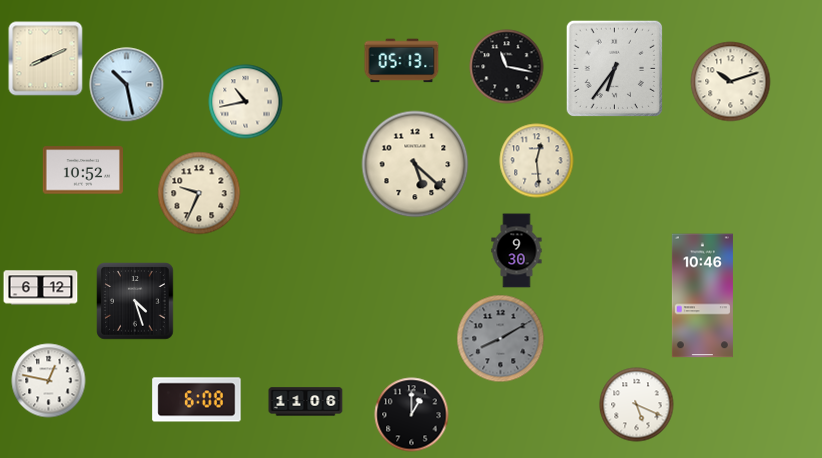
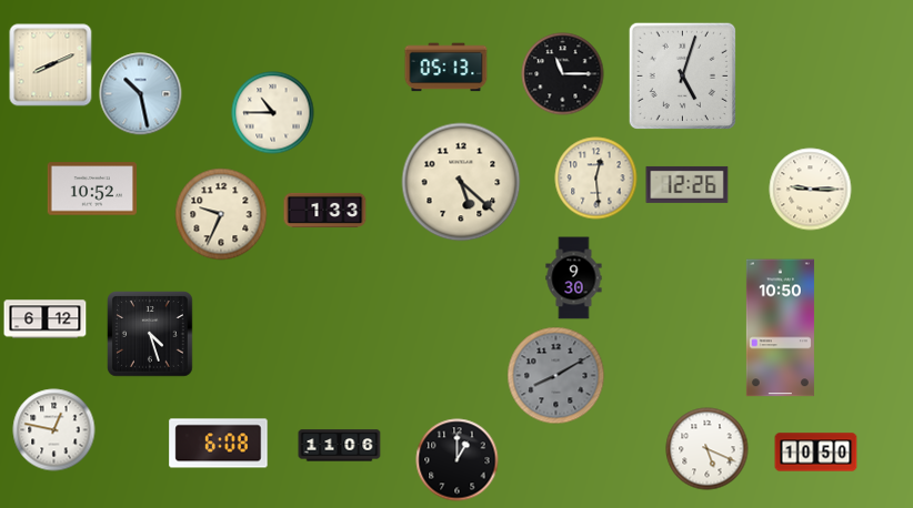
clock at (507, 67): 11:17 -> 11:15
clock at (614, 68): 6:36 -> 5:03
clock at (731, 82): 10:12 -> none
clock at (246, 102): 10:43 -> 10:45
clock at (688, 184): none -> 12:26
clock at (811, 190): none -> 9:15
clock at (325, 210): none -> 1:33
clock at (702, 296): 10:46 -> 10:50
clock at (49, 381) position: (49, 381) -> (54, 430)
clock at (816, 453): none -> 10:50
